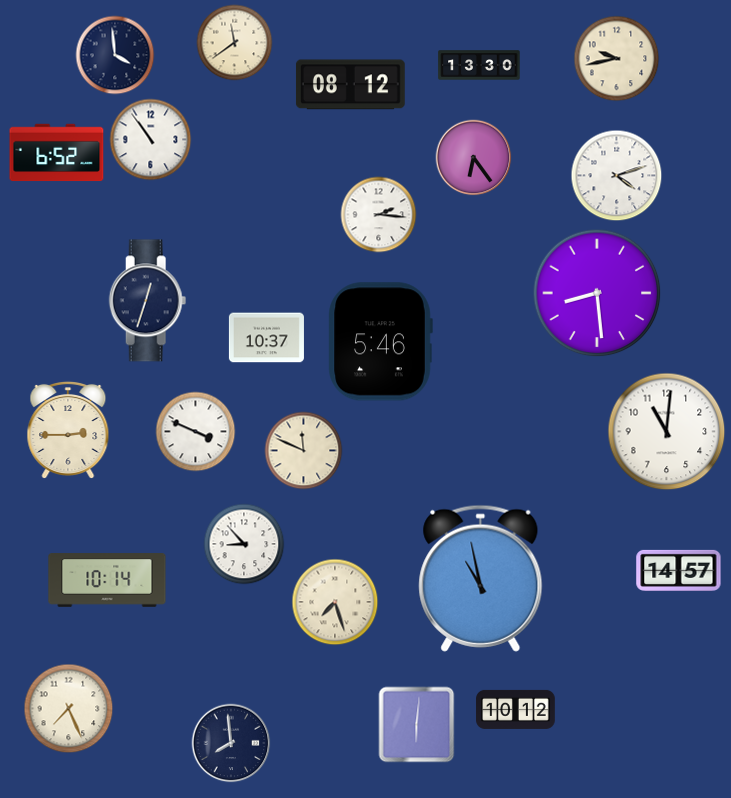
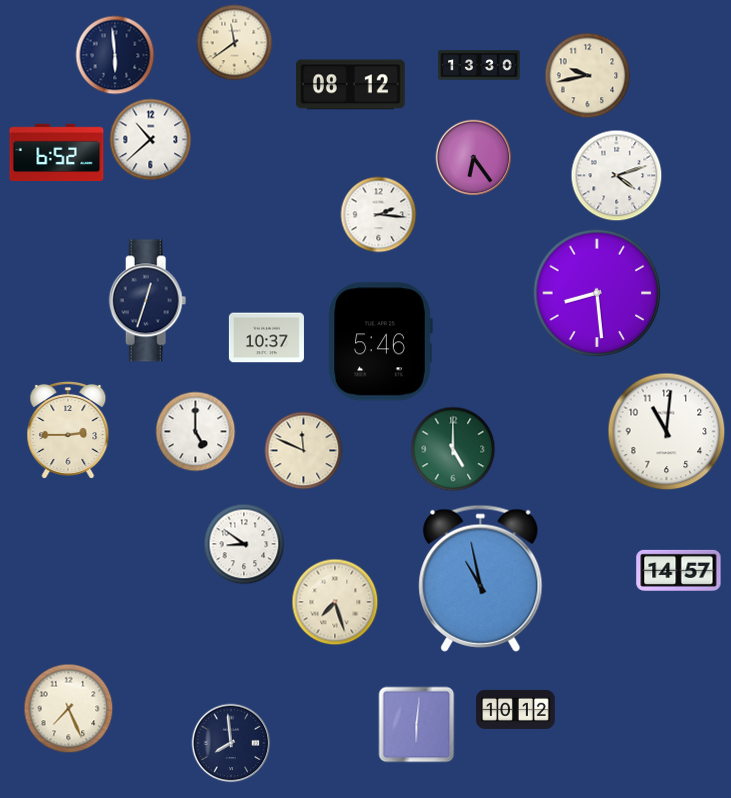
clock at (115, 55): 3:59 -> 5:59
clock at (617, 59) position: (617, 59) -> (588, 76)
clock at (151, 140): 10:54 -> 10:38
clock at (196, 432): 3:49 -> 5:00
clock at (453, 449): none -> 5:00
clock at (244, 544): 8:53 -> 8:51
clock at (107, 580): 10:14 -> none
